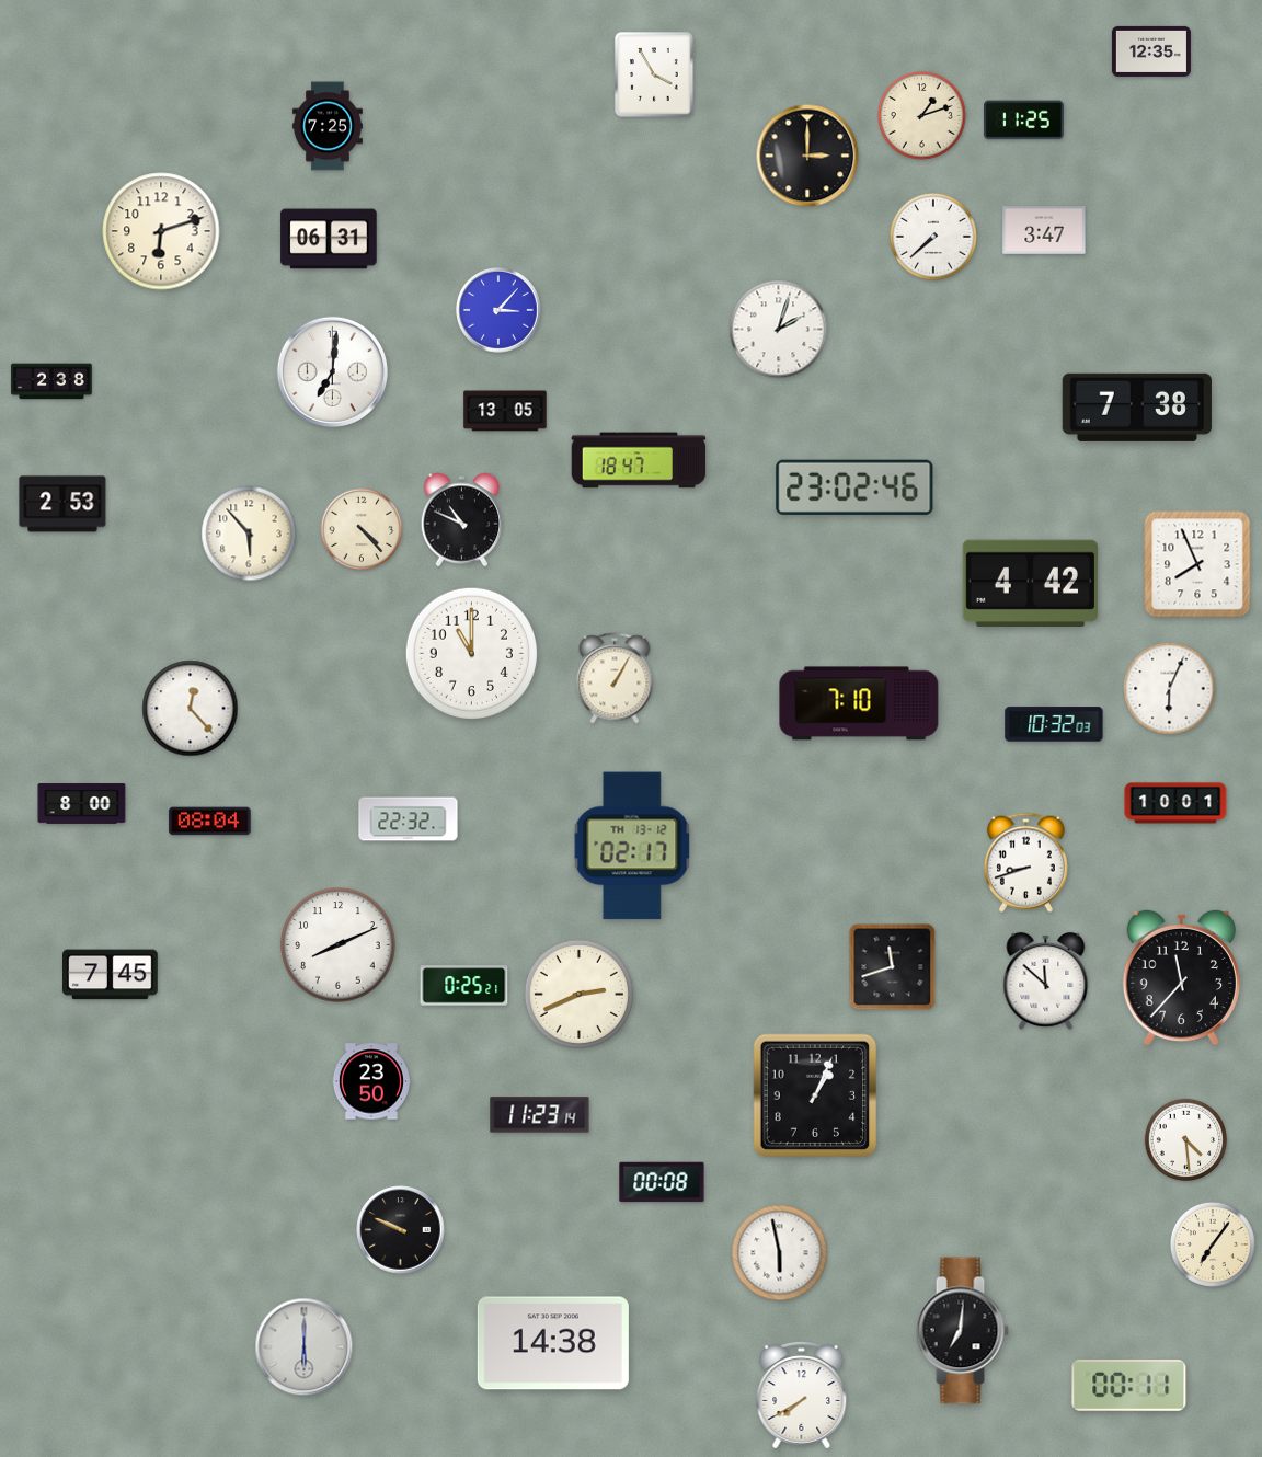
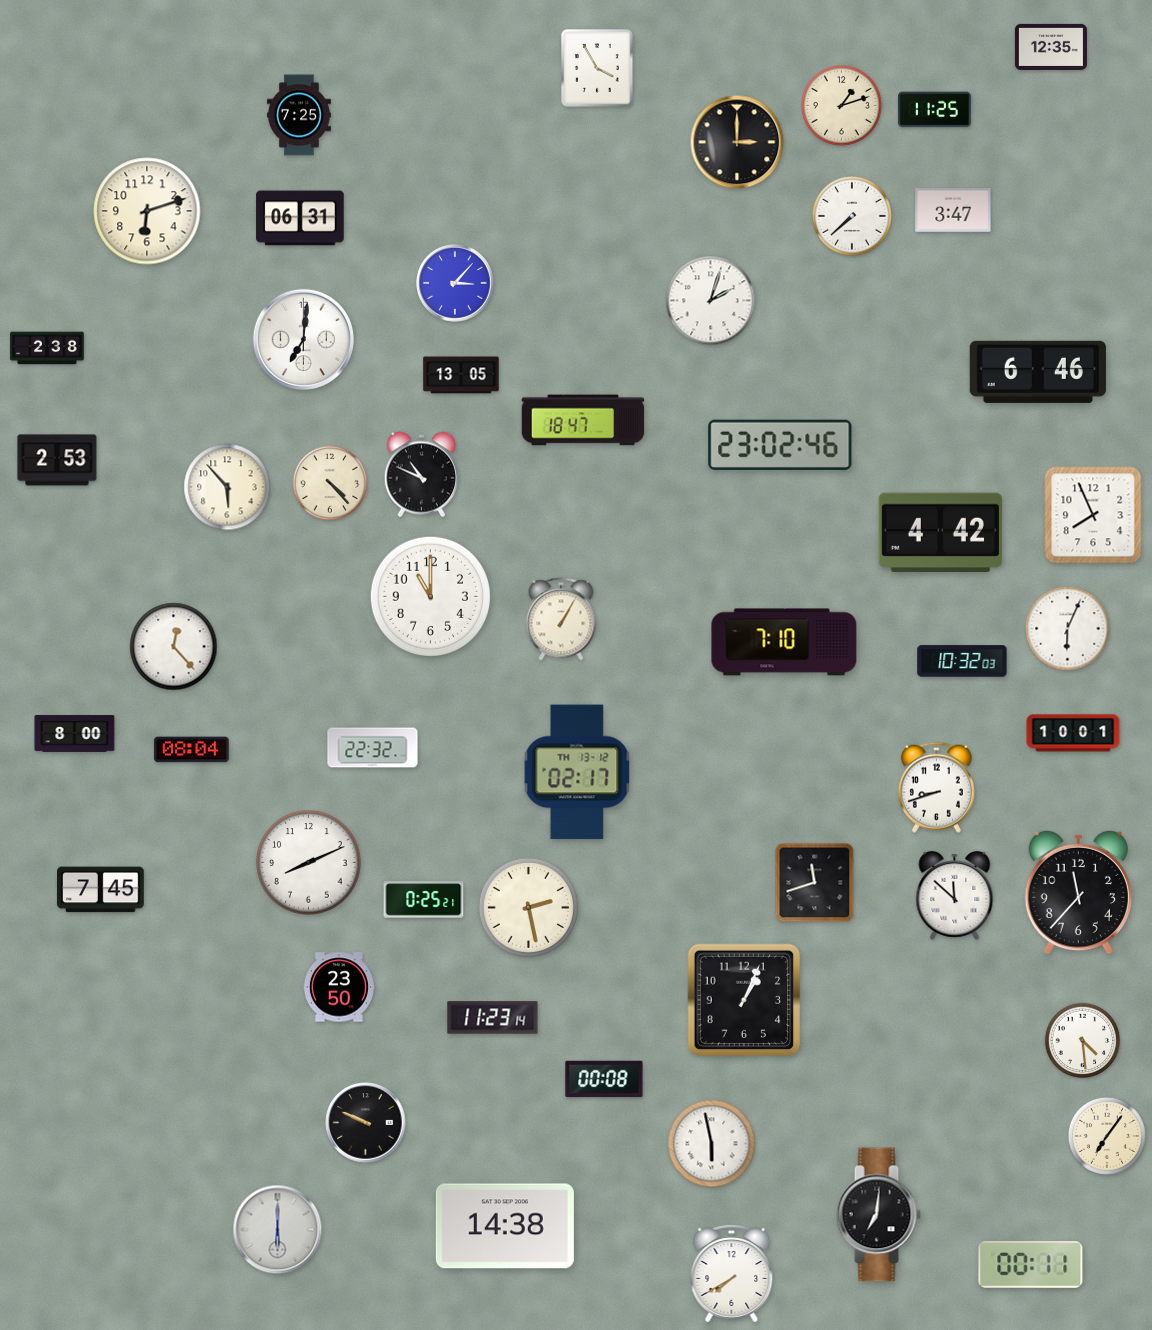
clock at (1137, 408): 7:38 -> 6:46
clock at (578, 994): 2:41 -> 2:28
